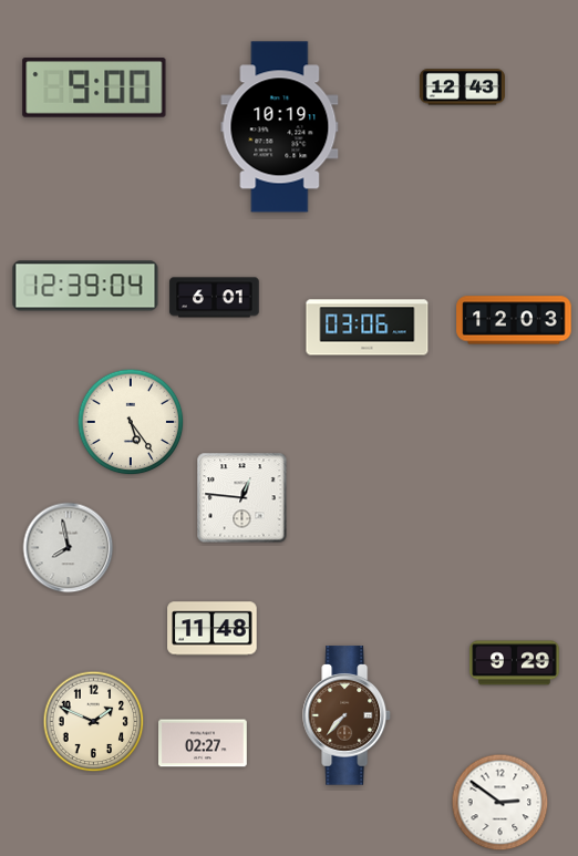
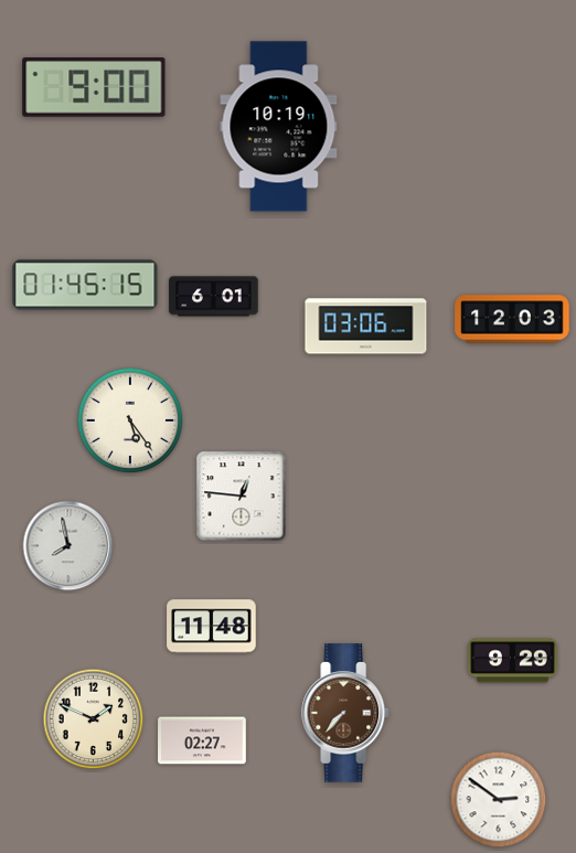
clock at (462, 87): 12:43 -> none
clock at (85, 286): 12:39 -> 01:45
